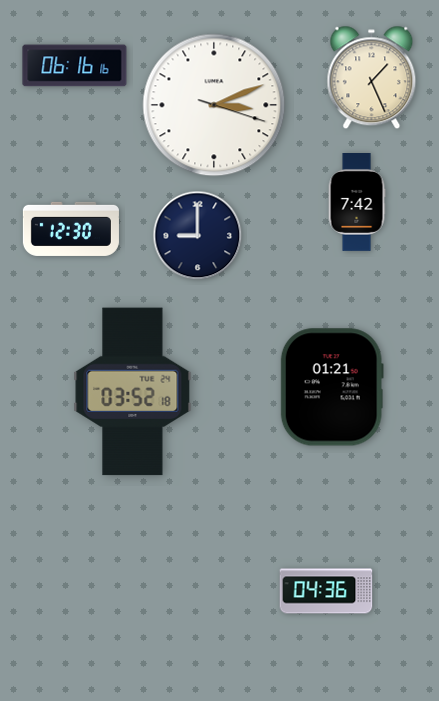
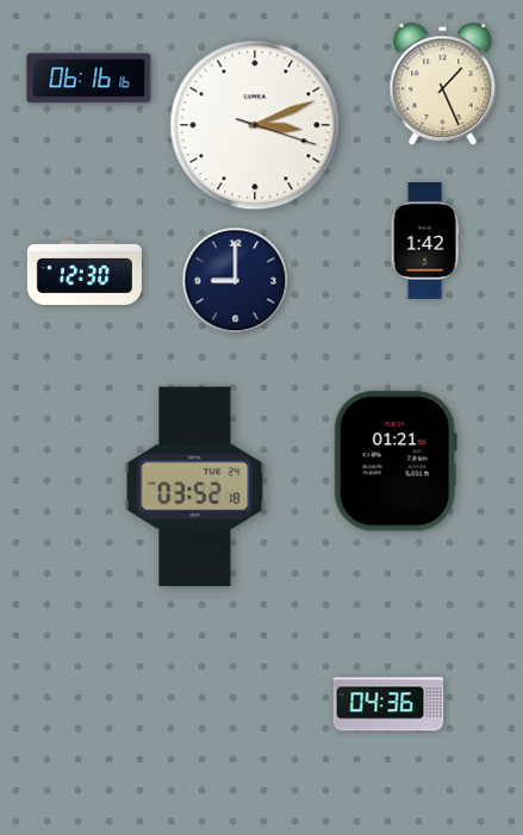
clock at (372, 78) position: (372, 78) -> (443, 85)
clock at (357, 203): 7:42 -> 1:42
clock at (133, 392) position: (133, 392) -> (195, 487)
